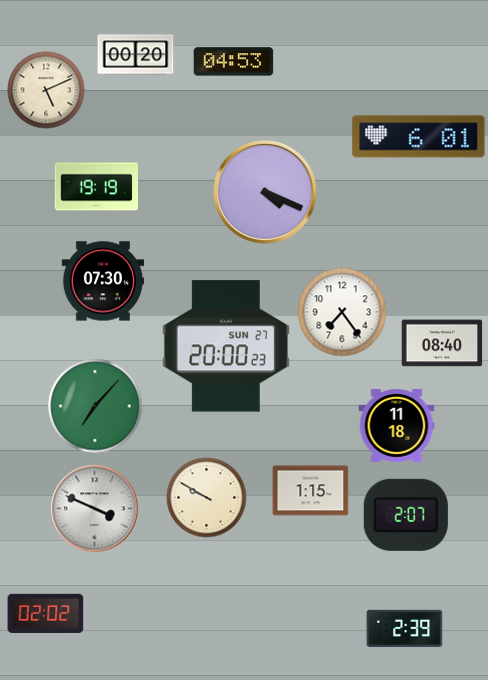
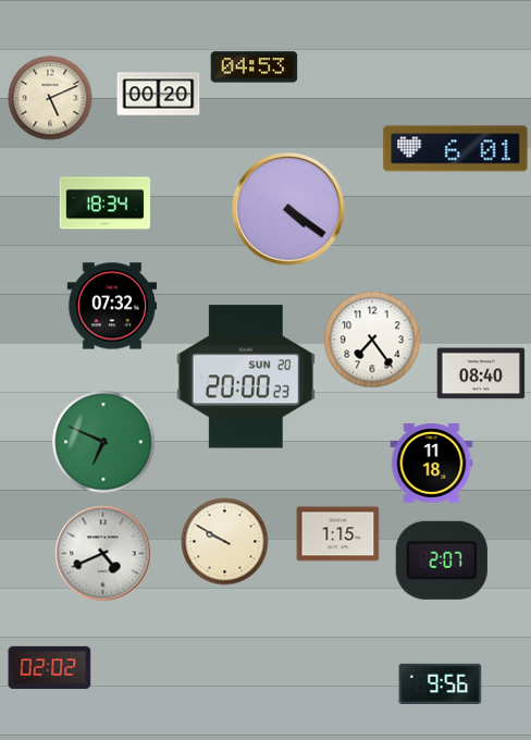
clock at (136, 55) position: (136, 55) -> (159, 95)
clock at (96, 187): 19:19 -> 18:34
clock at (265, 192): 4:19 -> 4:21
clock at (103, 281): 07:30 -> 07:32
clock at (226, 346) date: SUN 27 -> SUN 20
clock at (95, 406): 7:07 -> 6:49
clock at (95, 509): 3:49 -> 4:41
clock at (405, 628): 2:39 -> 9:56
